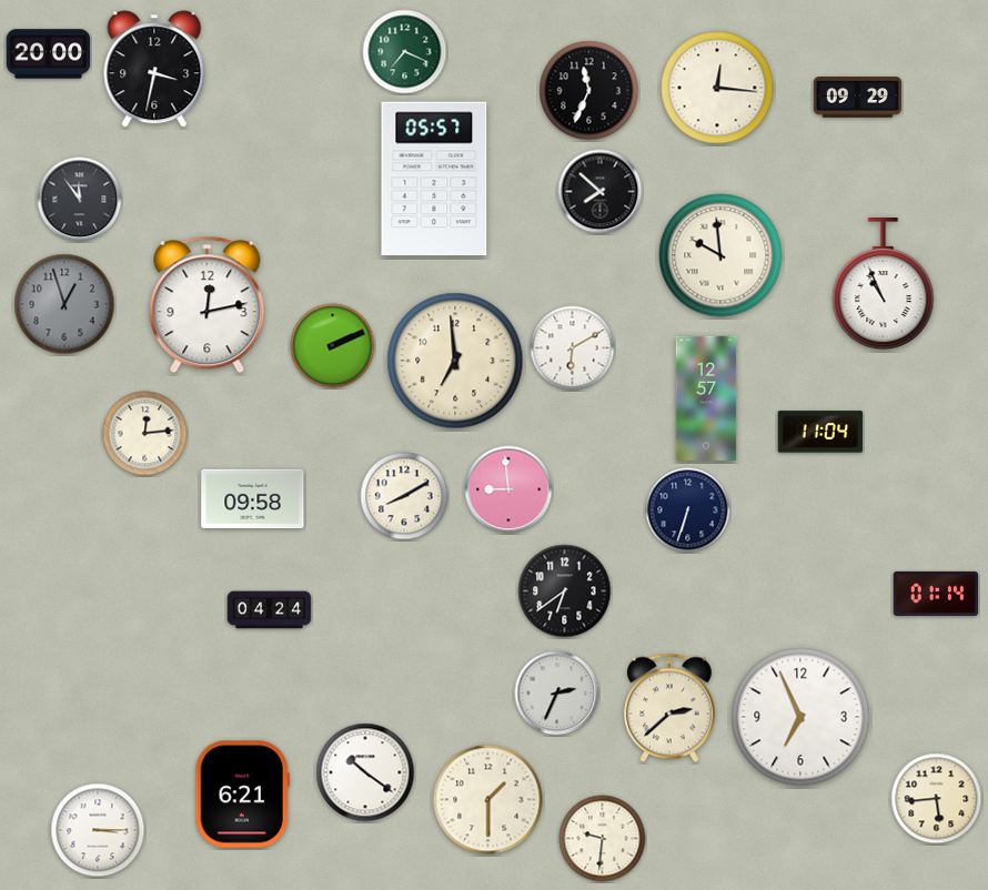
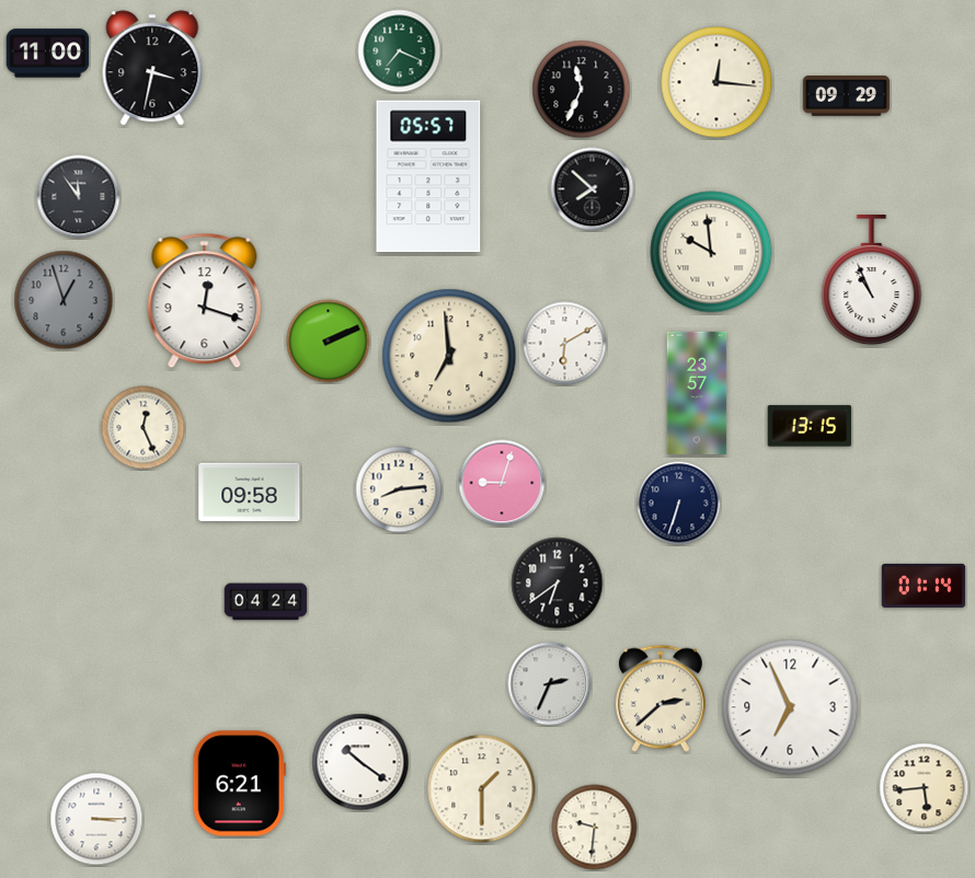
clock at (49, 54): 20:00 -> 11:00
clock at (717, 88) position: (717, 88) -> (716, 82)
clock at (208, 305): 12:13 -> 12:18
clock at (706, 398): 12:57 -> 23:57
clock at (820, 432): 11:04 -> 13:15
clock at (145, 434): 12:14 -> 12:26
clock at (508, 489): 8:59 -> 9:03
clock at (404, 496): 8:10 -> 8:14
